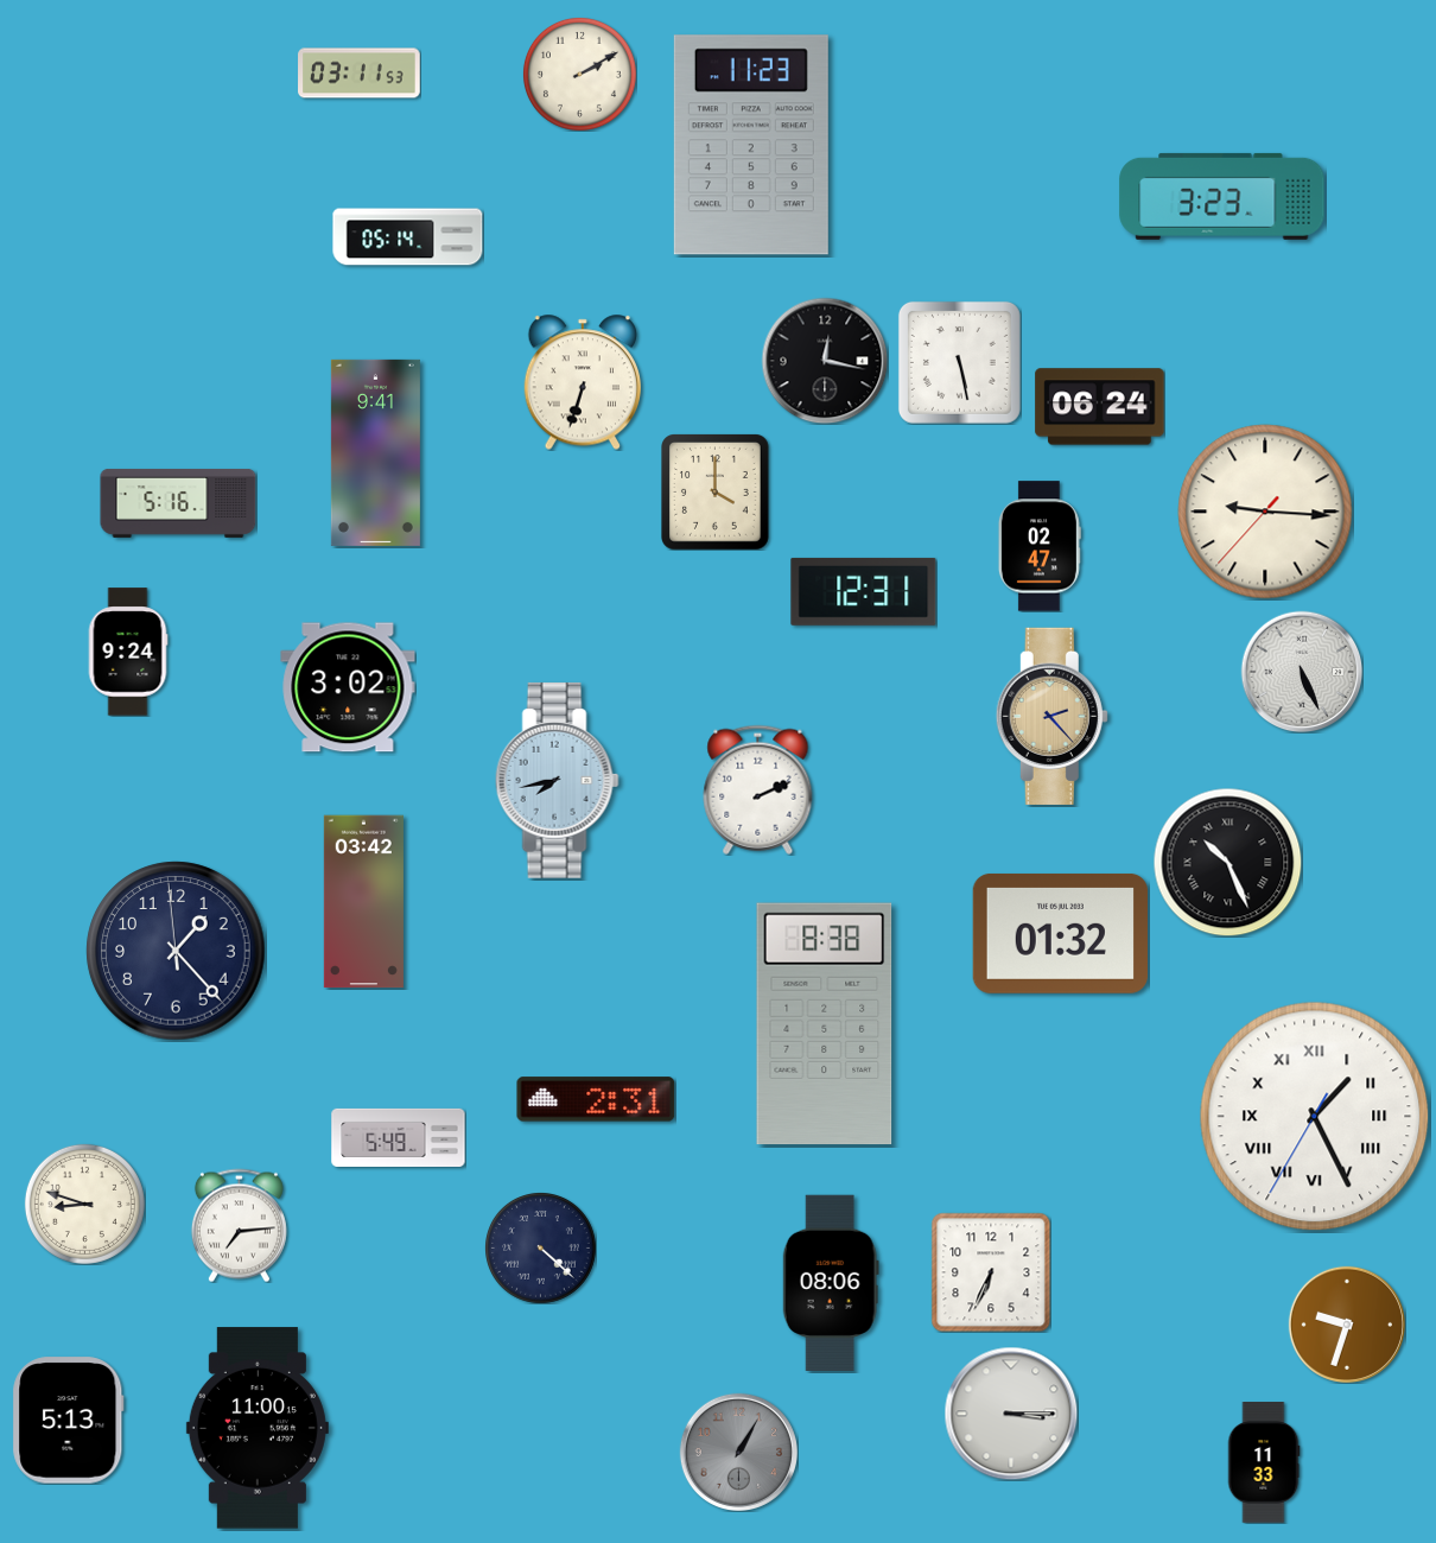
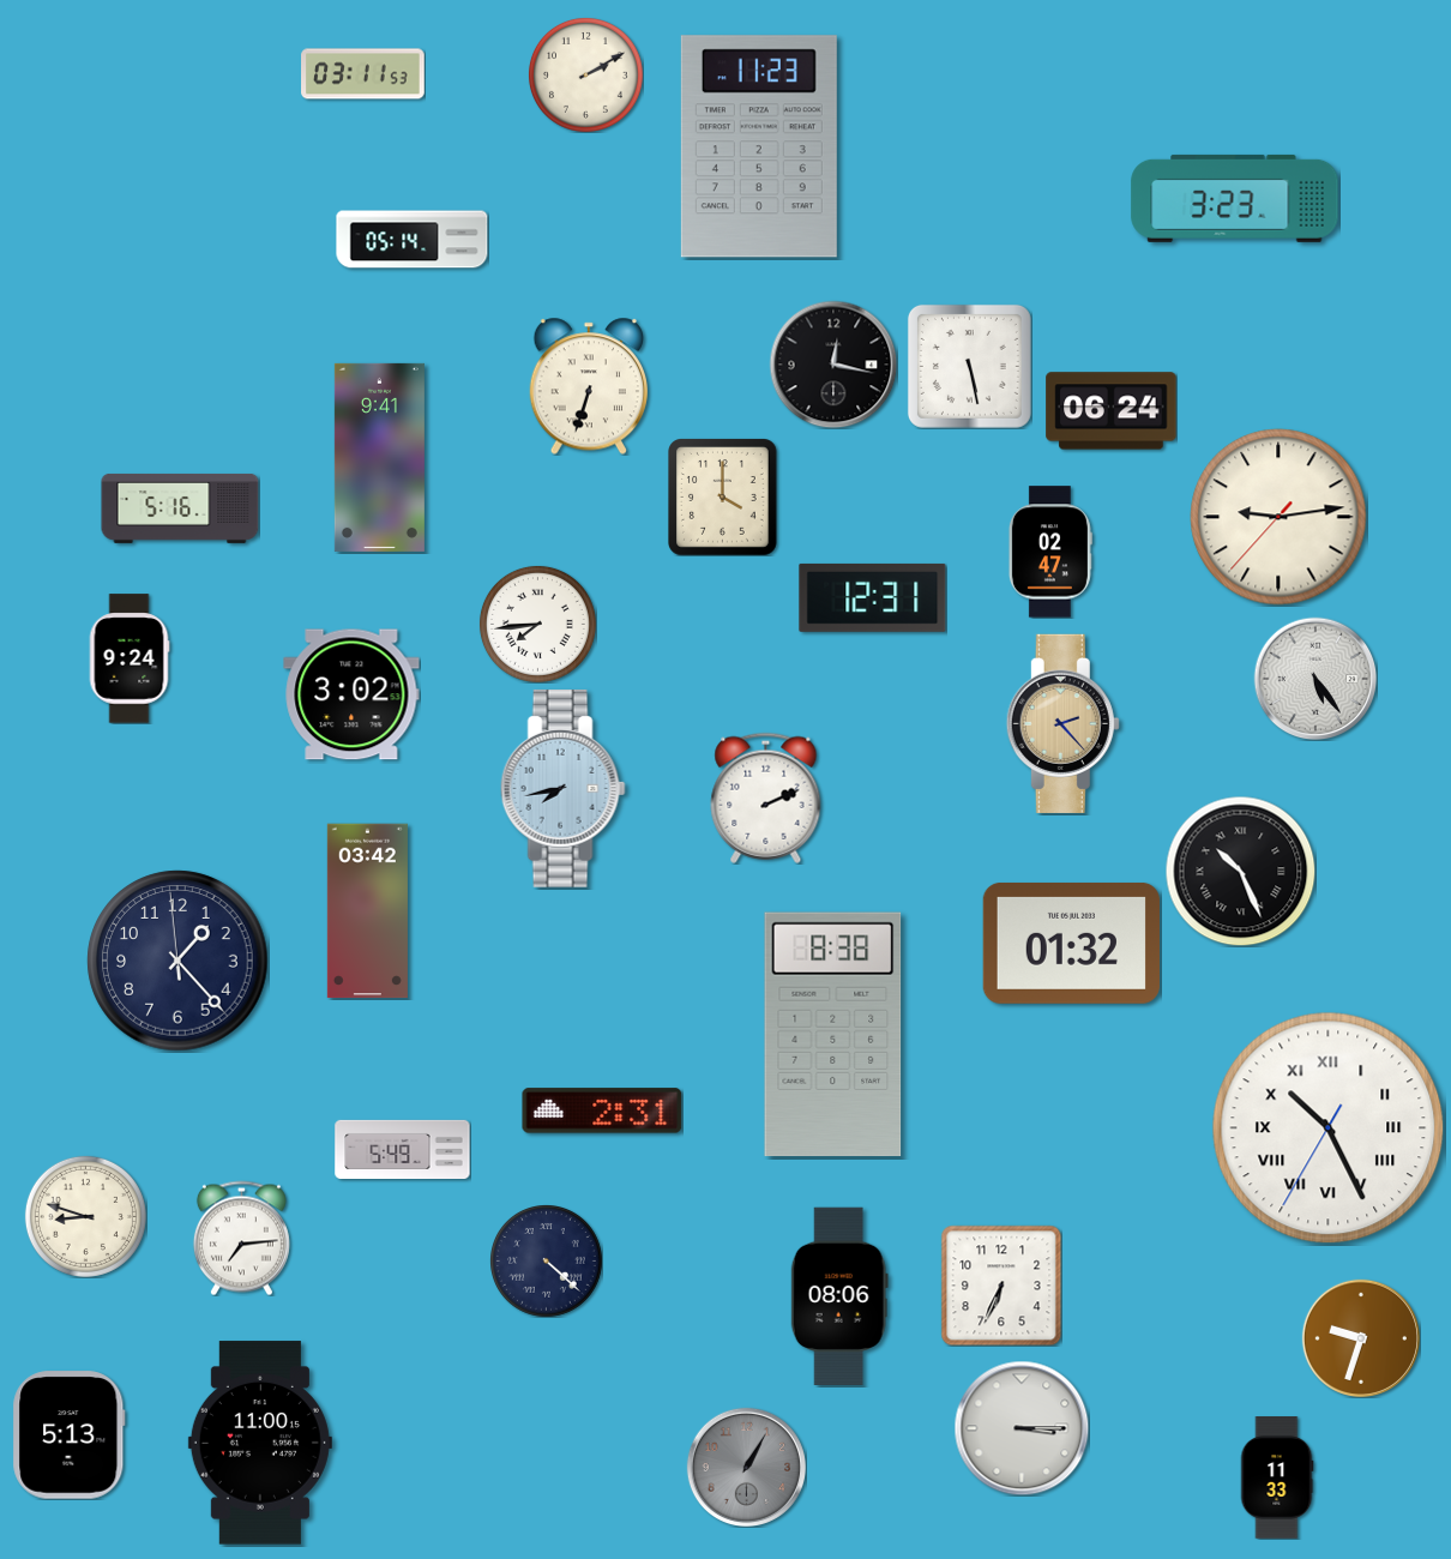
clock at (1265, 512): 9:15 -> 9:13
clock at (537, 624): none -> 7:44
clock at (1302, 672): 5:26 -> 5:24
clock at (1315, 1117): 1:25 -> 10:25
